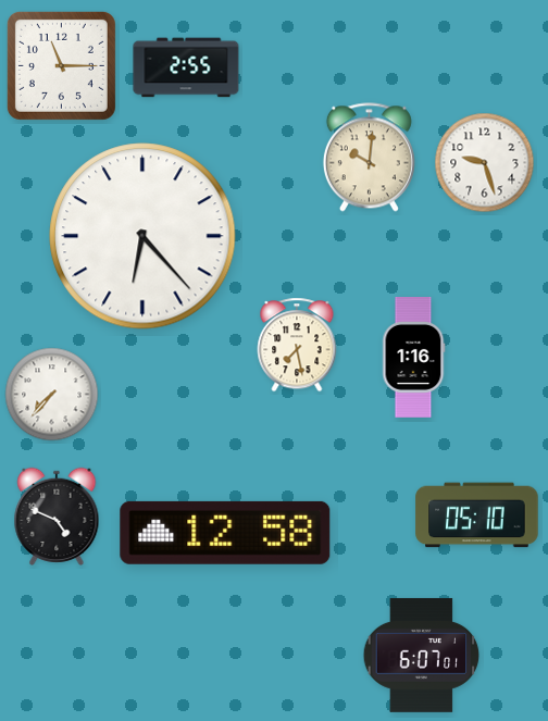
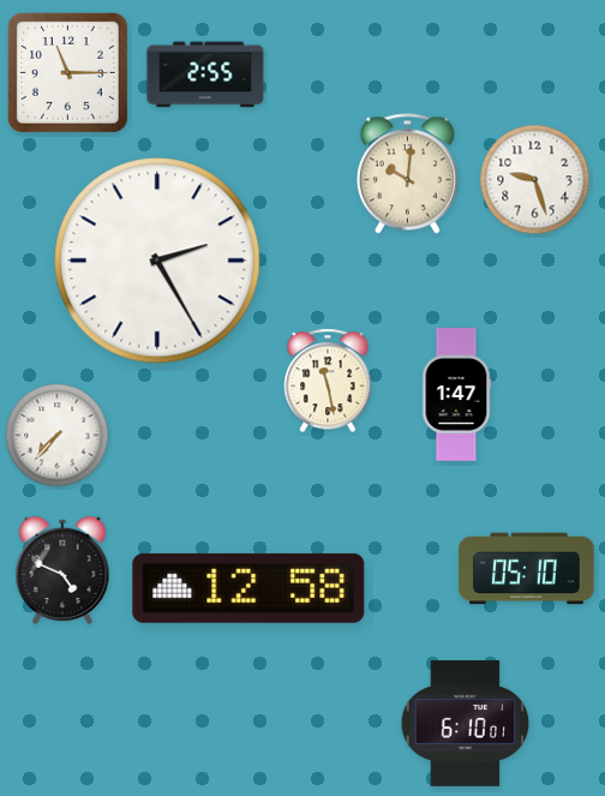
clock at (142, 236): 6:23 -> 2:25
clock at (297, 345): 7:28 -> 11:28
clock at (413, 358): 1:16 -> 1:47
clock at (422, 655): 6:07 -> 6:10
